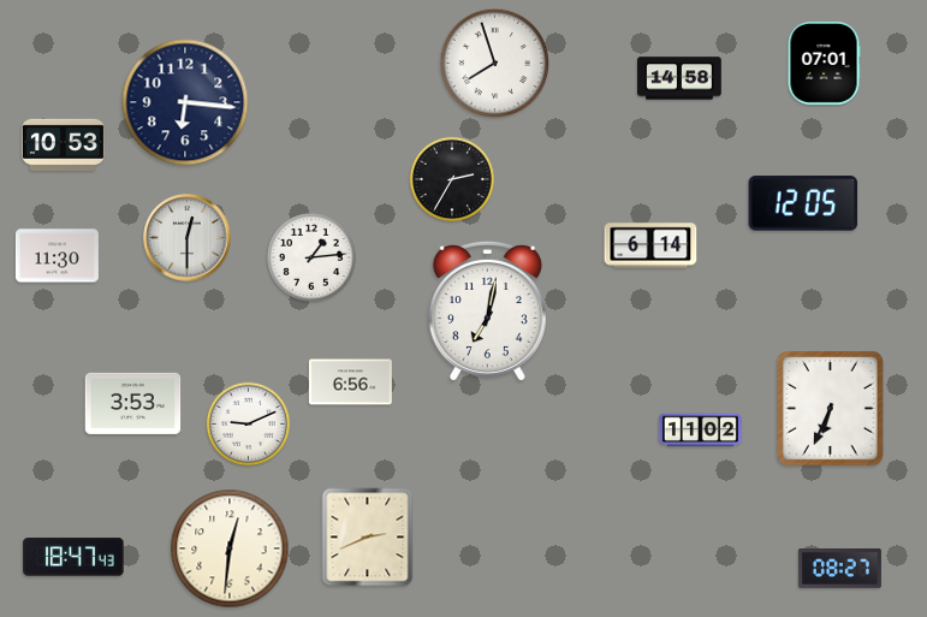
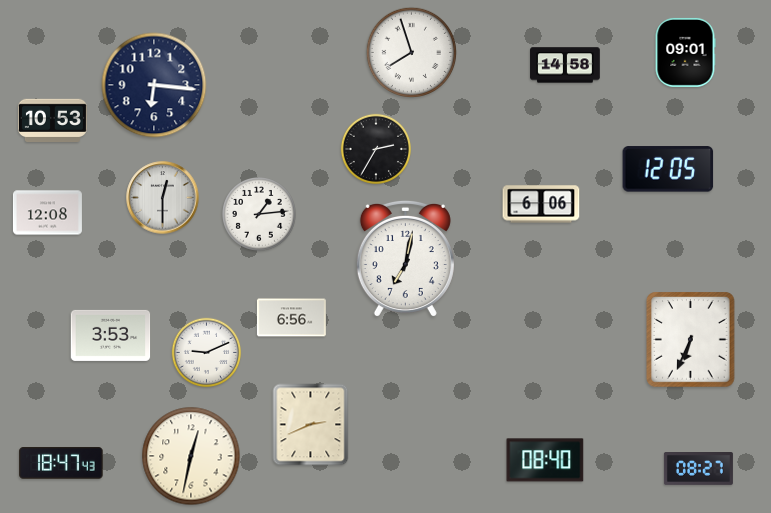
clock at (824, 63): 07:01 -> 09:01
clock at (188, 238) position: (188, 238) -> (163, 198)
clock at (650, 245): 6:14 -> 6:06
clock at (57, 256): 11:30 -> 12:08
clock at (700, 431): 11:02 -> none
clock at (368, 538) position: (368, 538) -> (311, 425)
clock at (230, 548): 12:31 -> 12:32
clock at (545, 460): none -> 08:40
clock at (839, 569) position: (839, 569) -> (698, 469)
